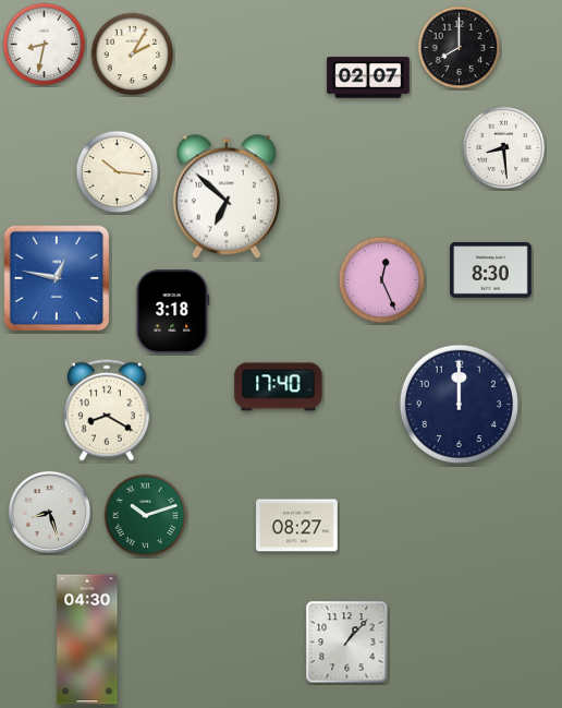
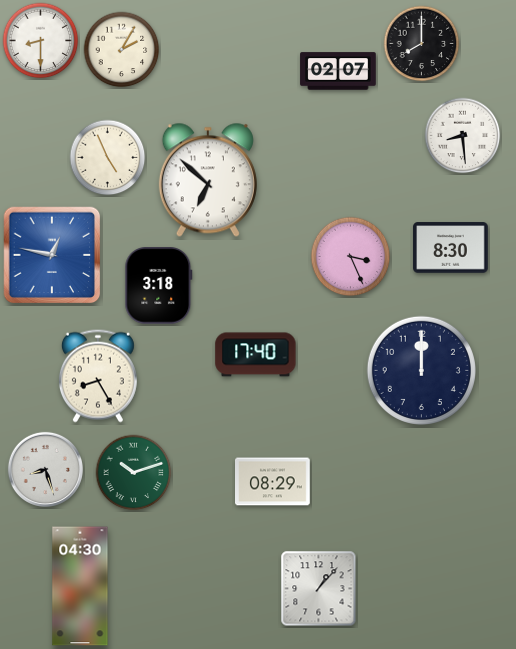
clock at (45, 45): 8:32 -> 8:30
clock at (118, 172): 10:16 -> 4:56
clock at (382, 280): 12:26 -> 3:26
clock at (107, 410): 8:20 -> 8:25
clock at (297, 526): 08:27 -> 08:29
